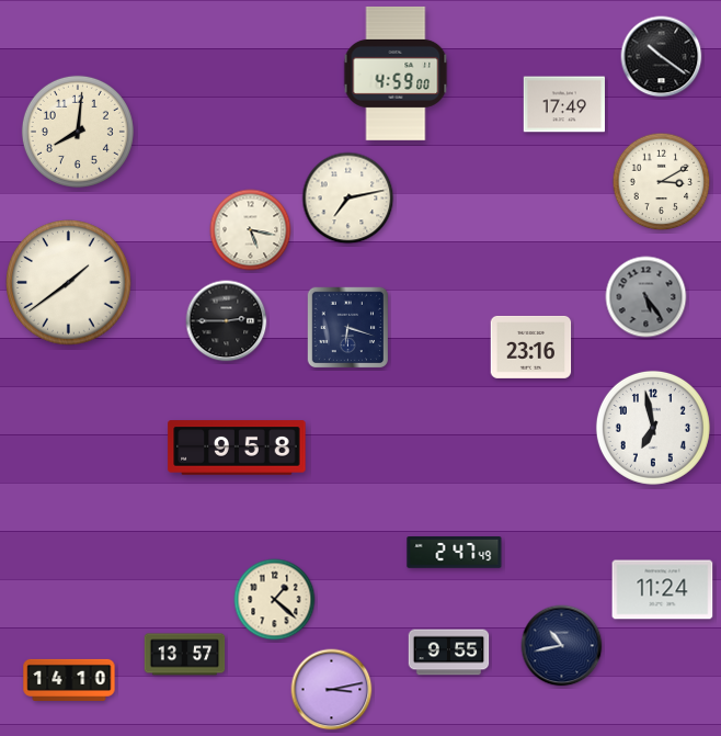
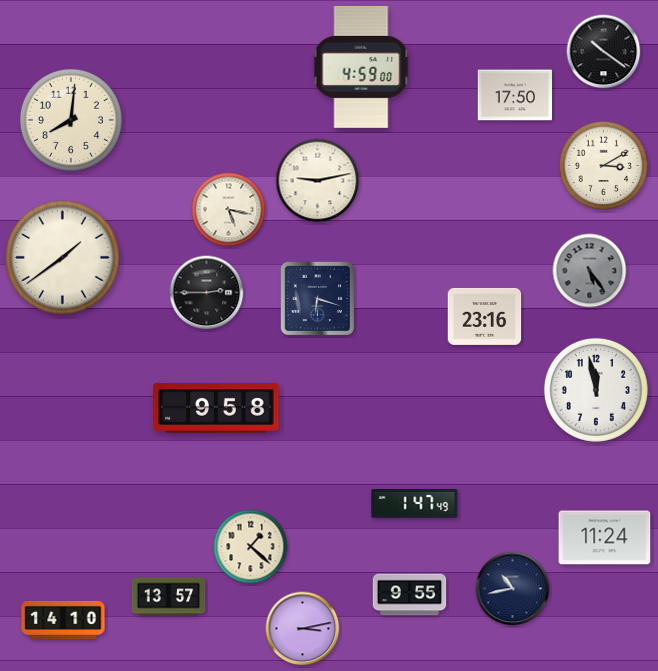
clock at (564, 104): 17:49 -> 17:50
clock at (348, 199): 7:13 -> 9:13
clock at (653, 428): 6:58 -> 11:58
clock at (455, 553): 2:47 -> 1:47
